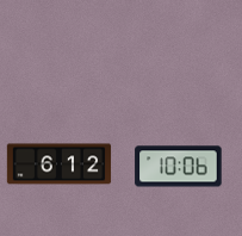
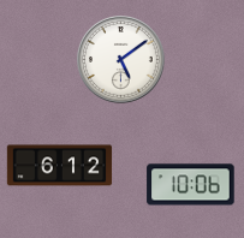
clock at (121, 60): none -> 5:09
clock at (179, 167) position: (179, 167) -> (191, 185)
